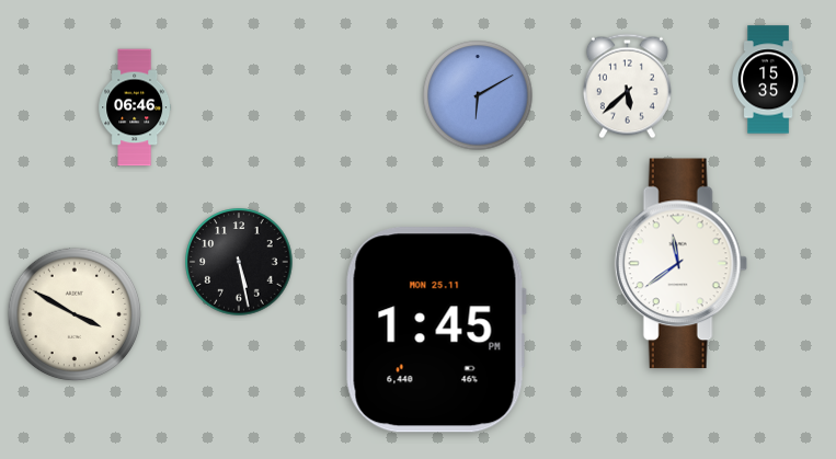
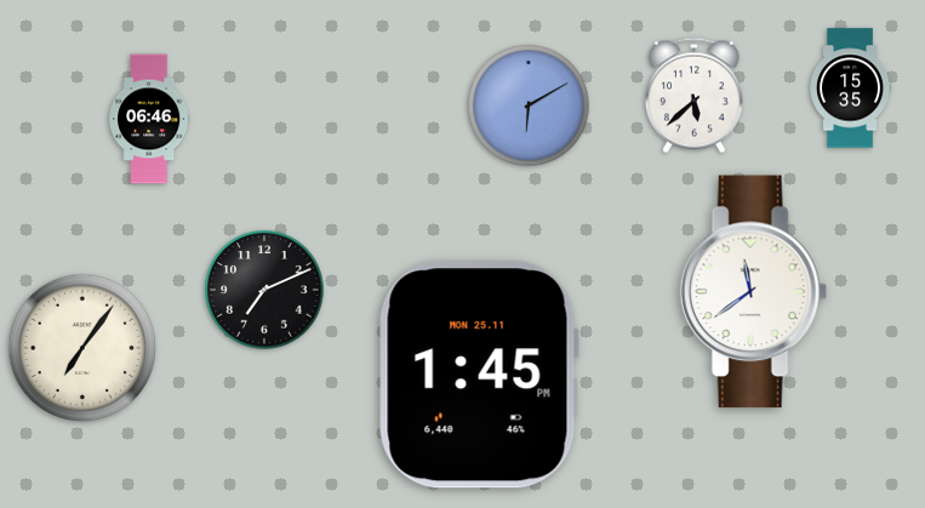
clock at (239, 262): 5:28 -> 7:11
clock at (75, 314): 3:50 -> 7:06
clock at (436, 330) position: (436, 330) -> (479, 375)
